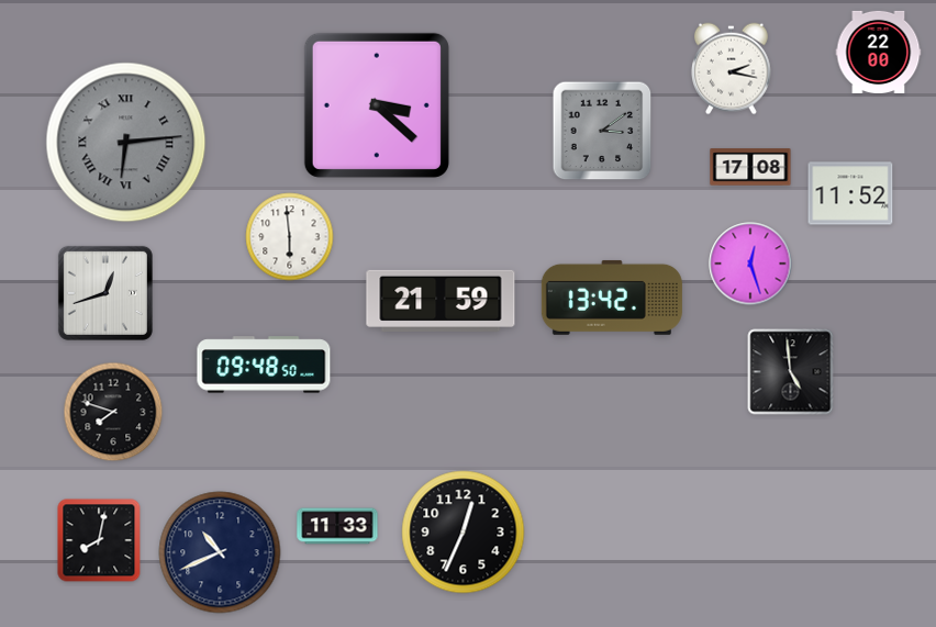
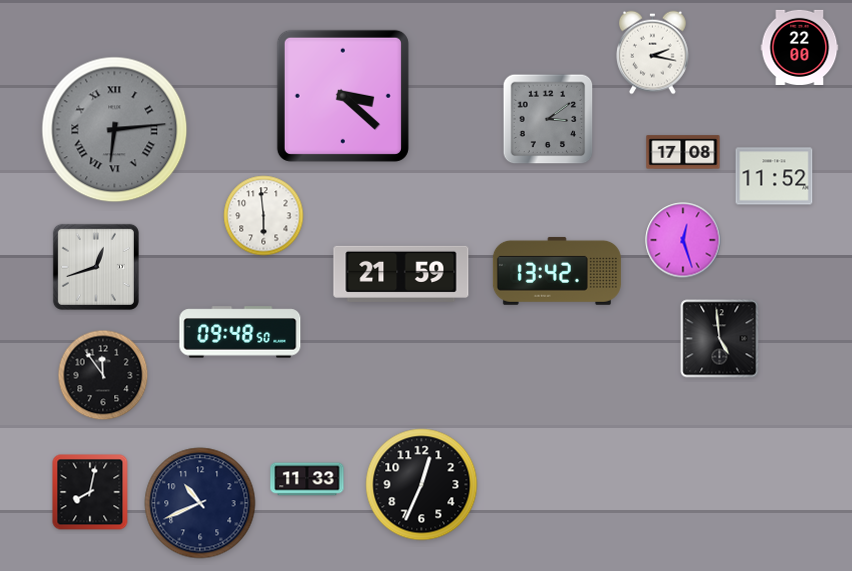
clock at (732, 69) position: (732, 69) -> (653, 53)
clock at (113, 412): 7:48 -> 11:54
